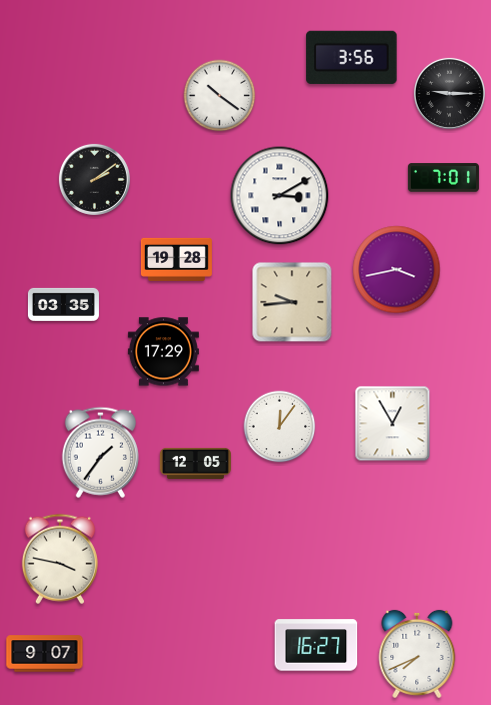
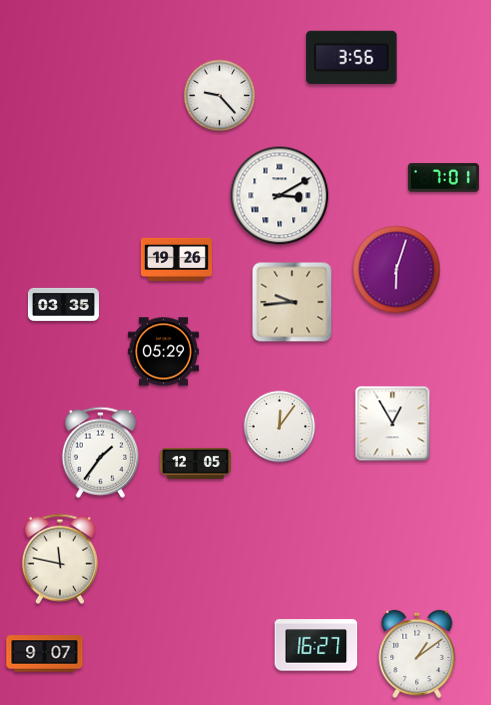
clock at (449, 93): 9:15 -> none
clock at (220, 96): 10:21 -> 9:23
clock at (94, 179): 2:09 -> none
clock at (176, 259): 19:28 -> 19:26
clock at (397, 270): 3:43 -> 6:03
clock at (163, 352): 17:29 -> 05:29
clock at (60, 559): 3:47 -> 11:47
clock at (417, 654): 7:41 -> 1:09
